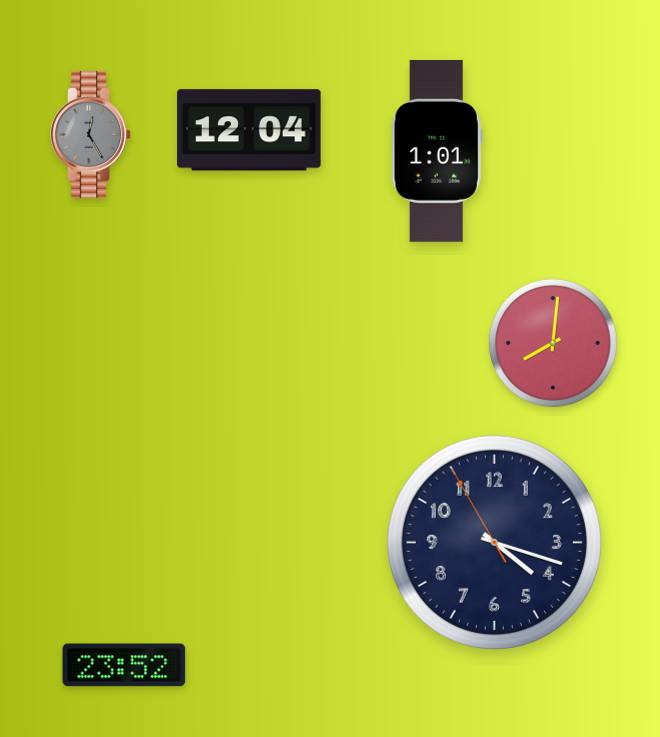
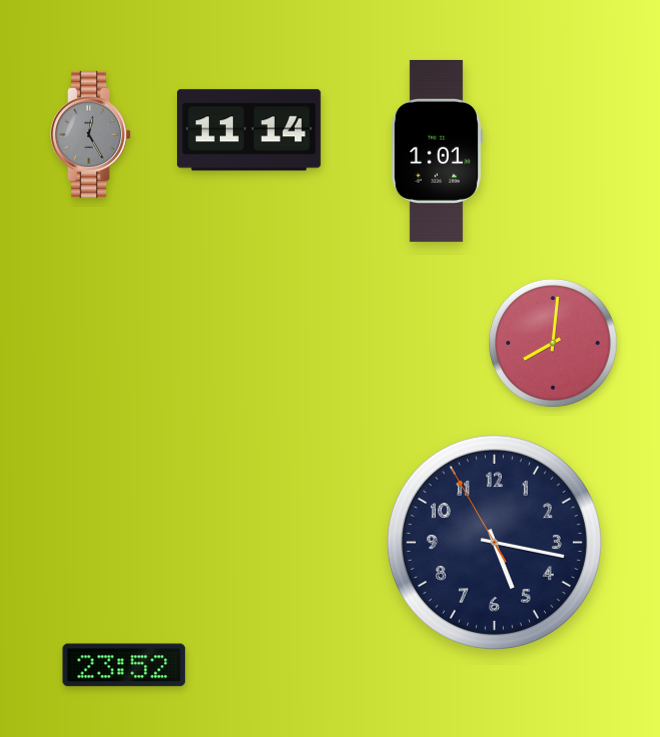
clock at (249, 130): 12:04 -> 11:14
clock at (494, 542): 4:17 -> 5:16
